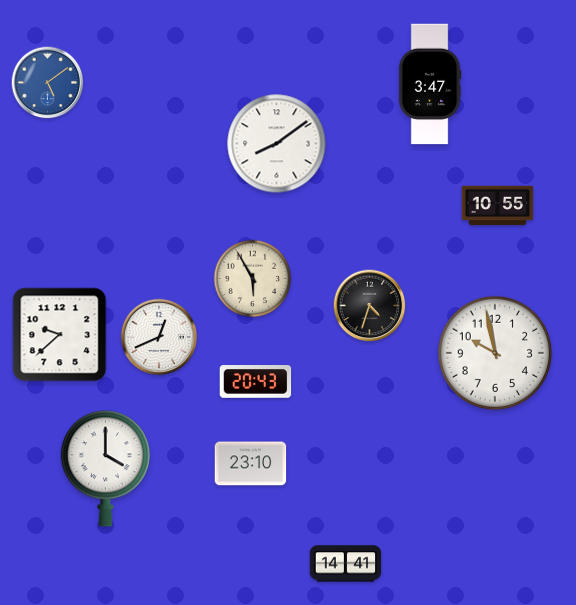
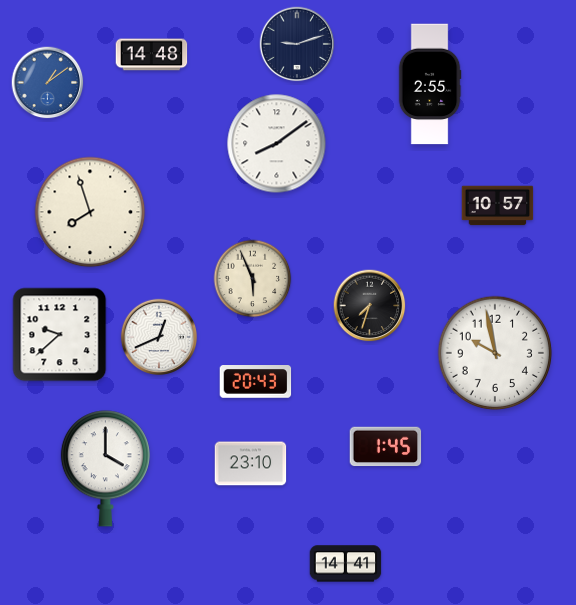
clock at (297, 44): none -> 9:12
clock at (152, 55): none -> 14:48
clock at (48, 83): 5:09 -> 1:09
clock at (430, 84): 3:47 -> 2:55
clock at (498, 206): 10:55 -> 10:57
clock at (90, 212): none -> 7:57
clock at (253, 279): 5:55 -> 5:56
clock at (370, 306): 4:33 -> 7:33
clock at (386, 447): none -> 1:45
